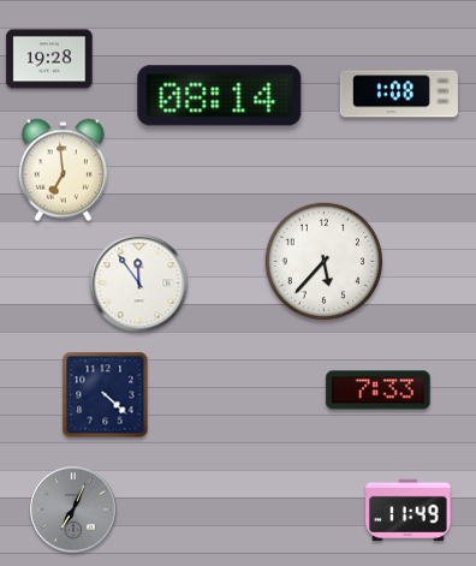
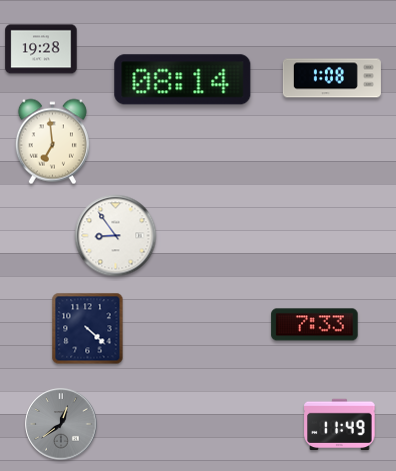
clock at (323, 261): 5:37 -> none
clock at (139, 284): 11:54 -> 8:54
clock at (73, 510): 7:04 -> 12:39
